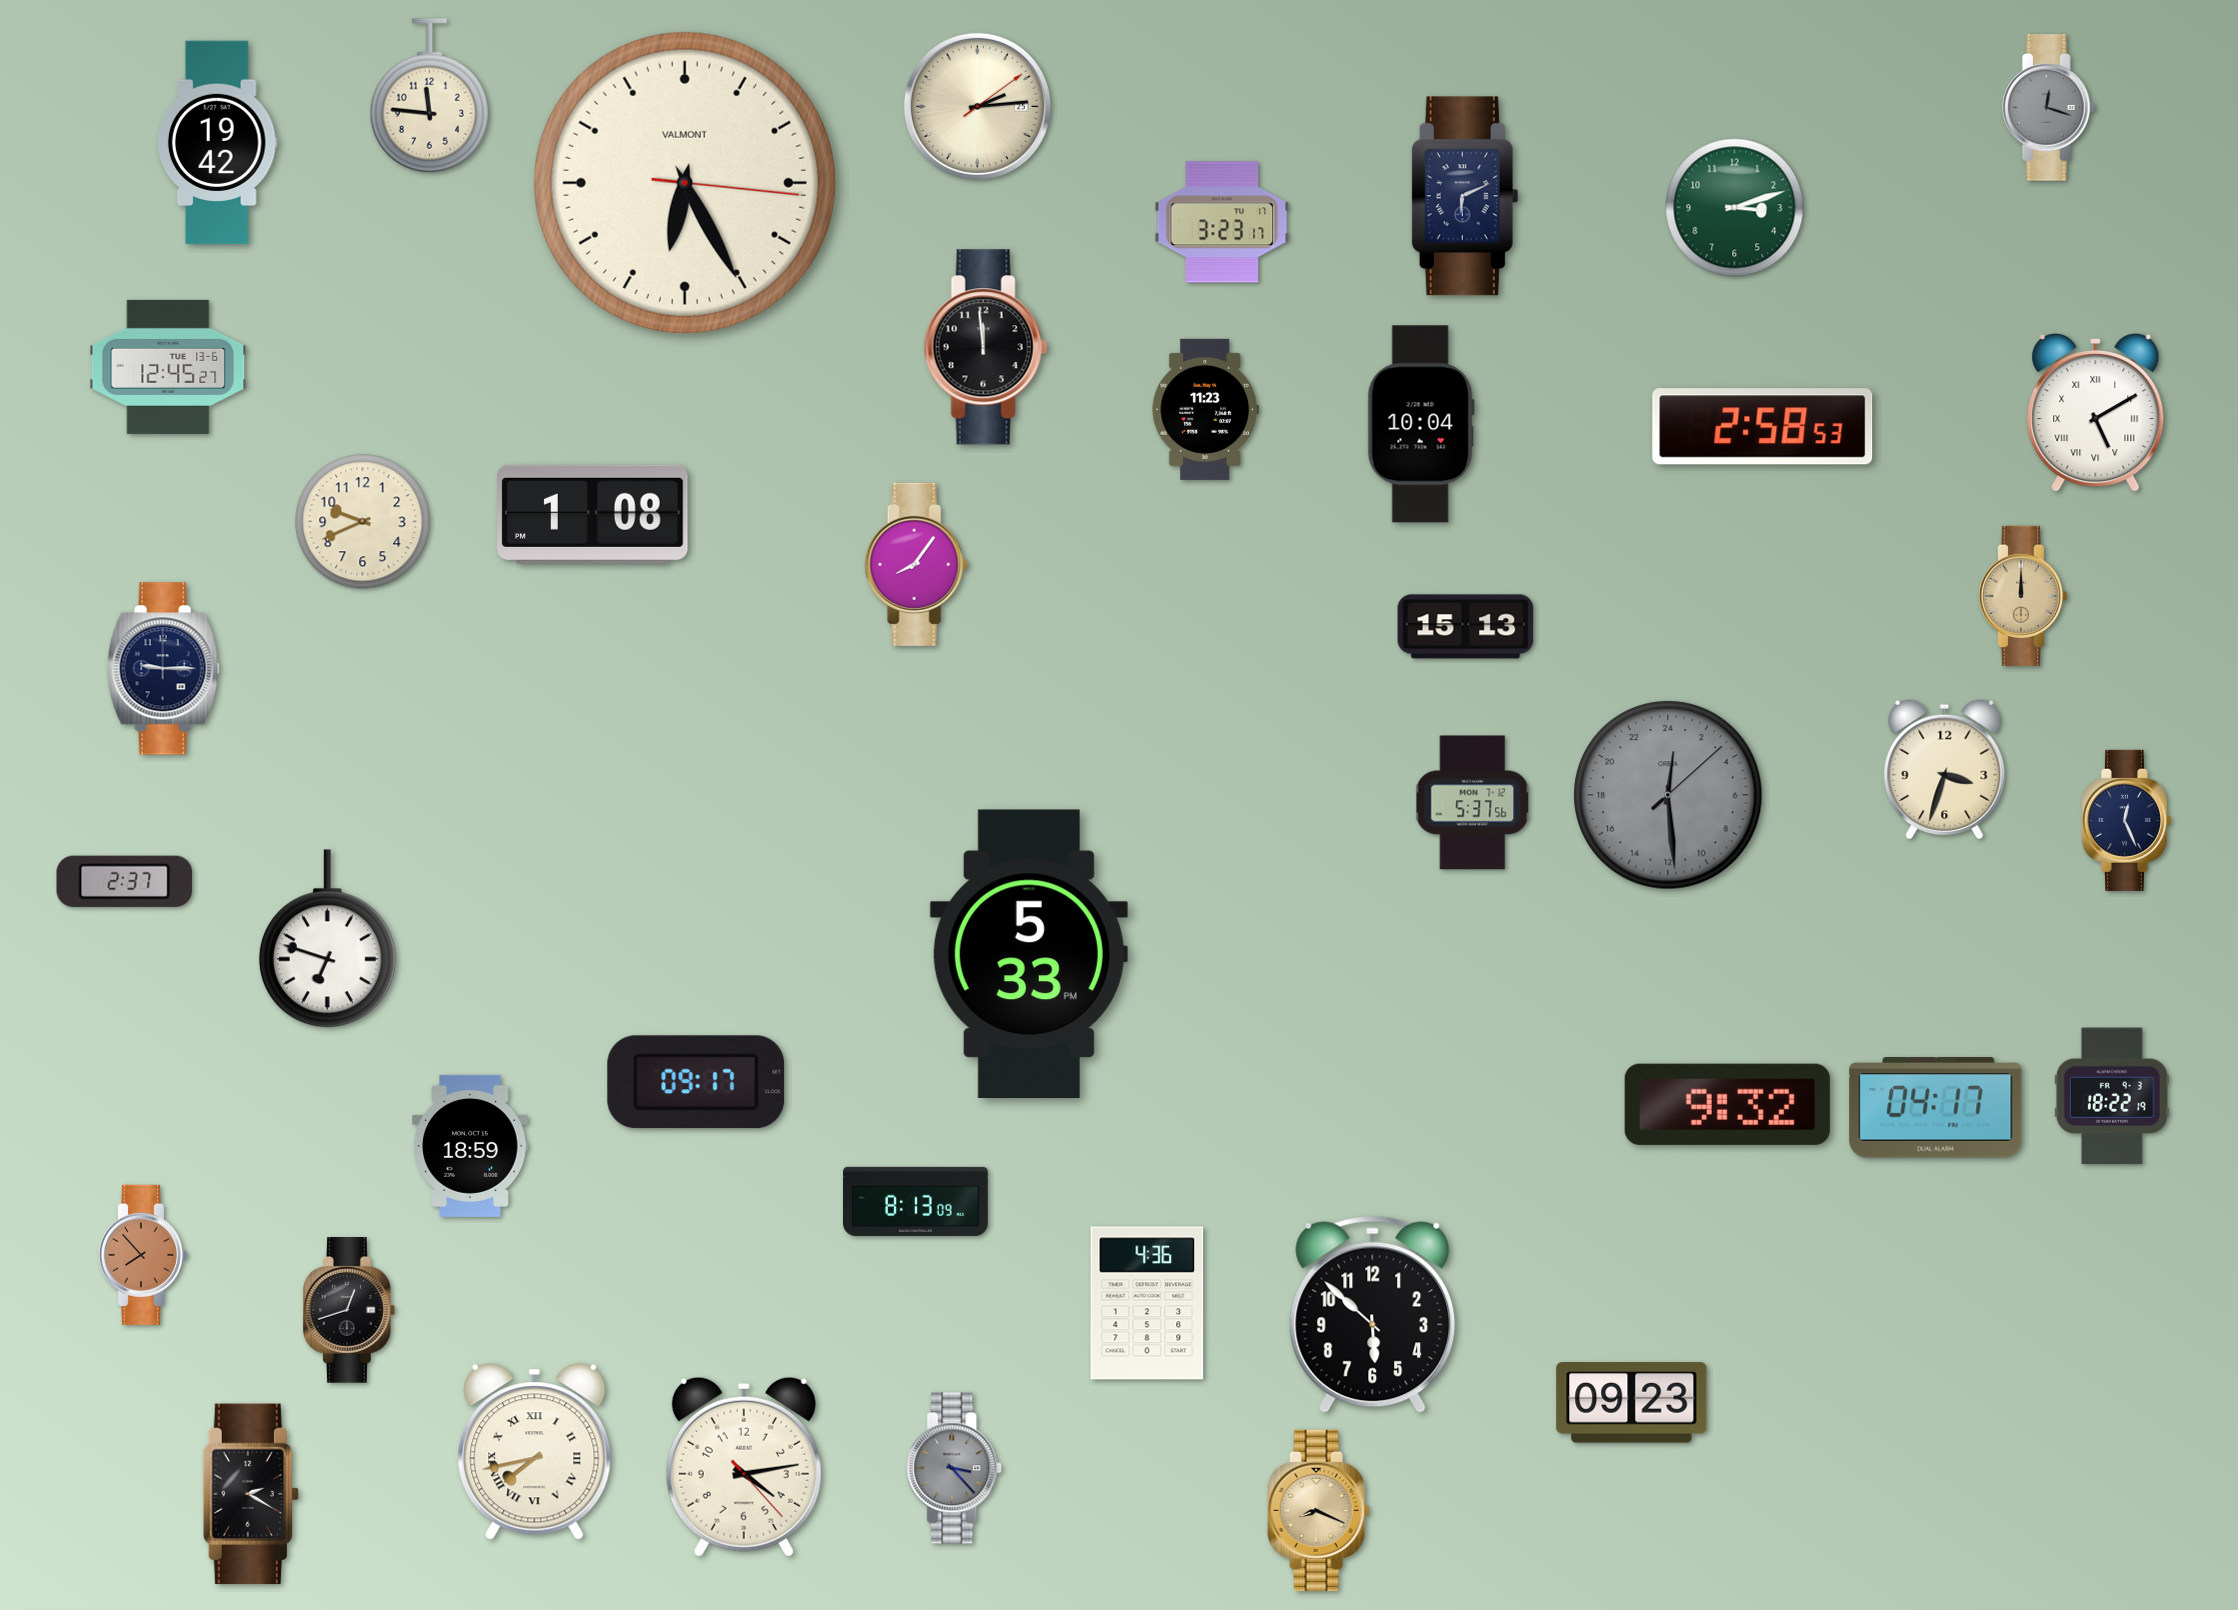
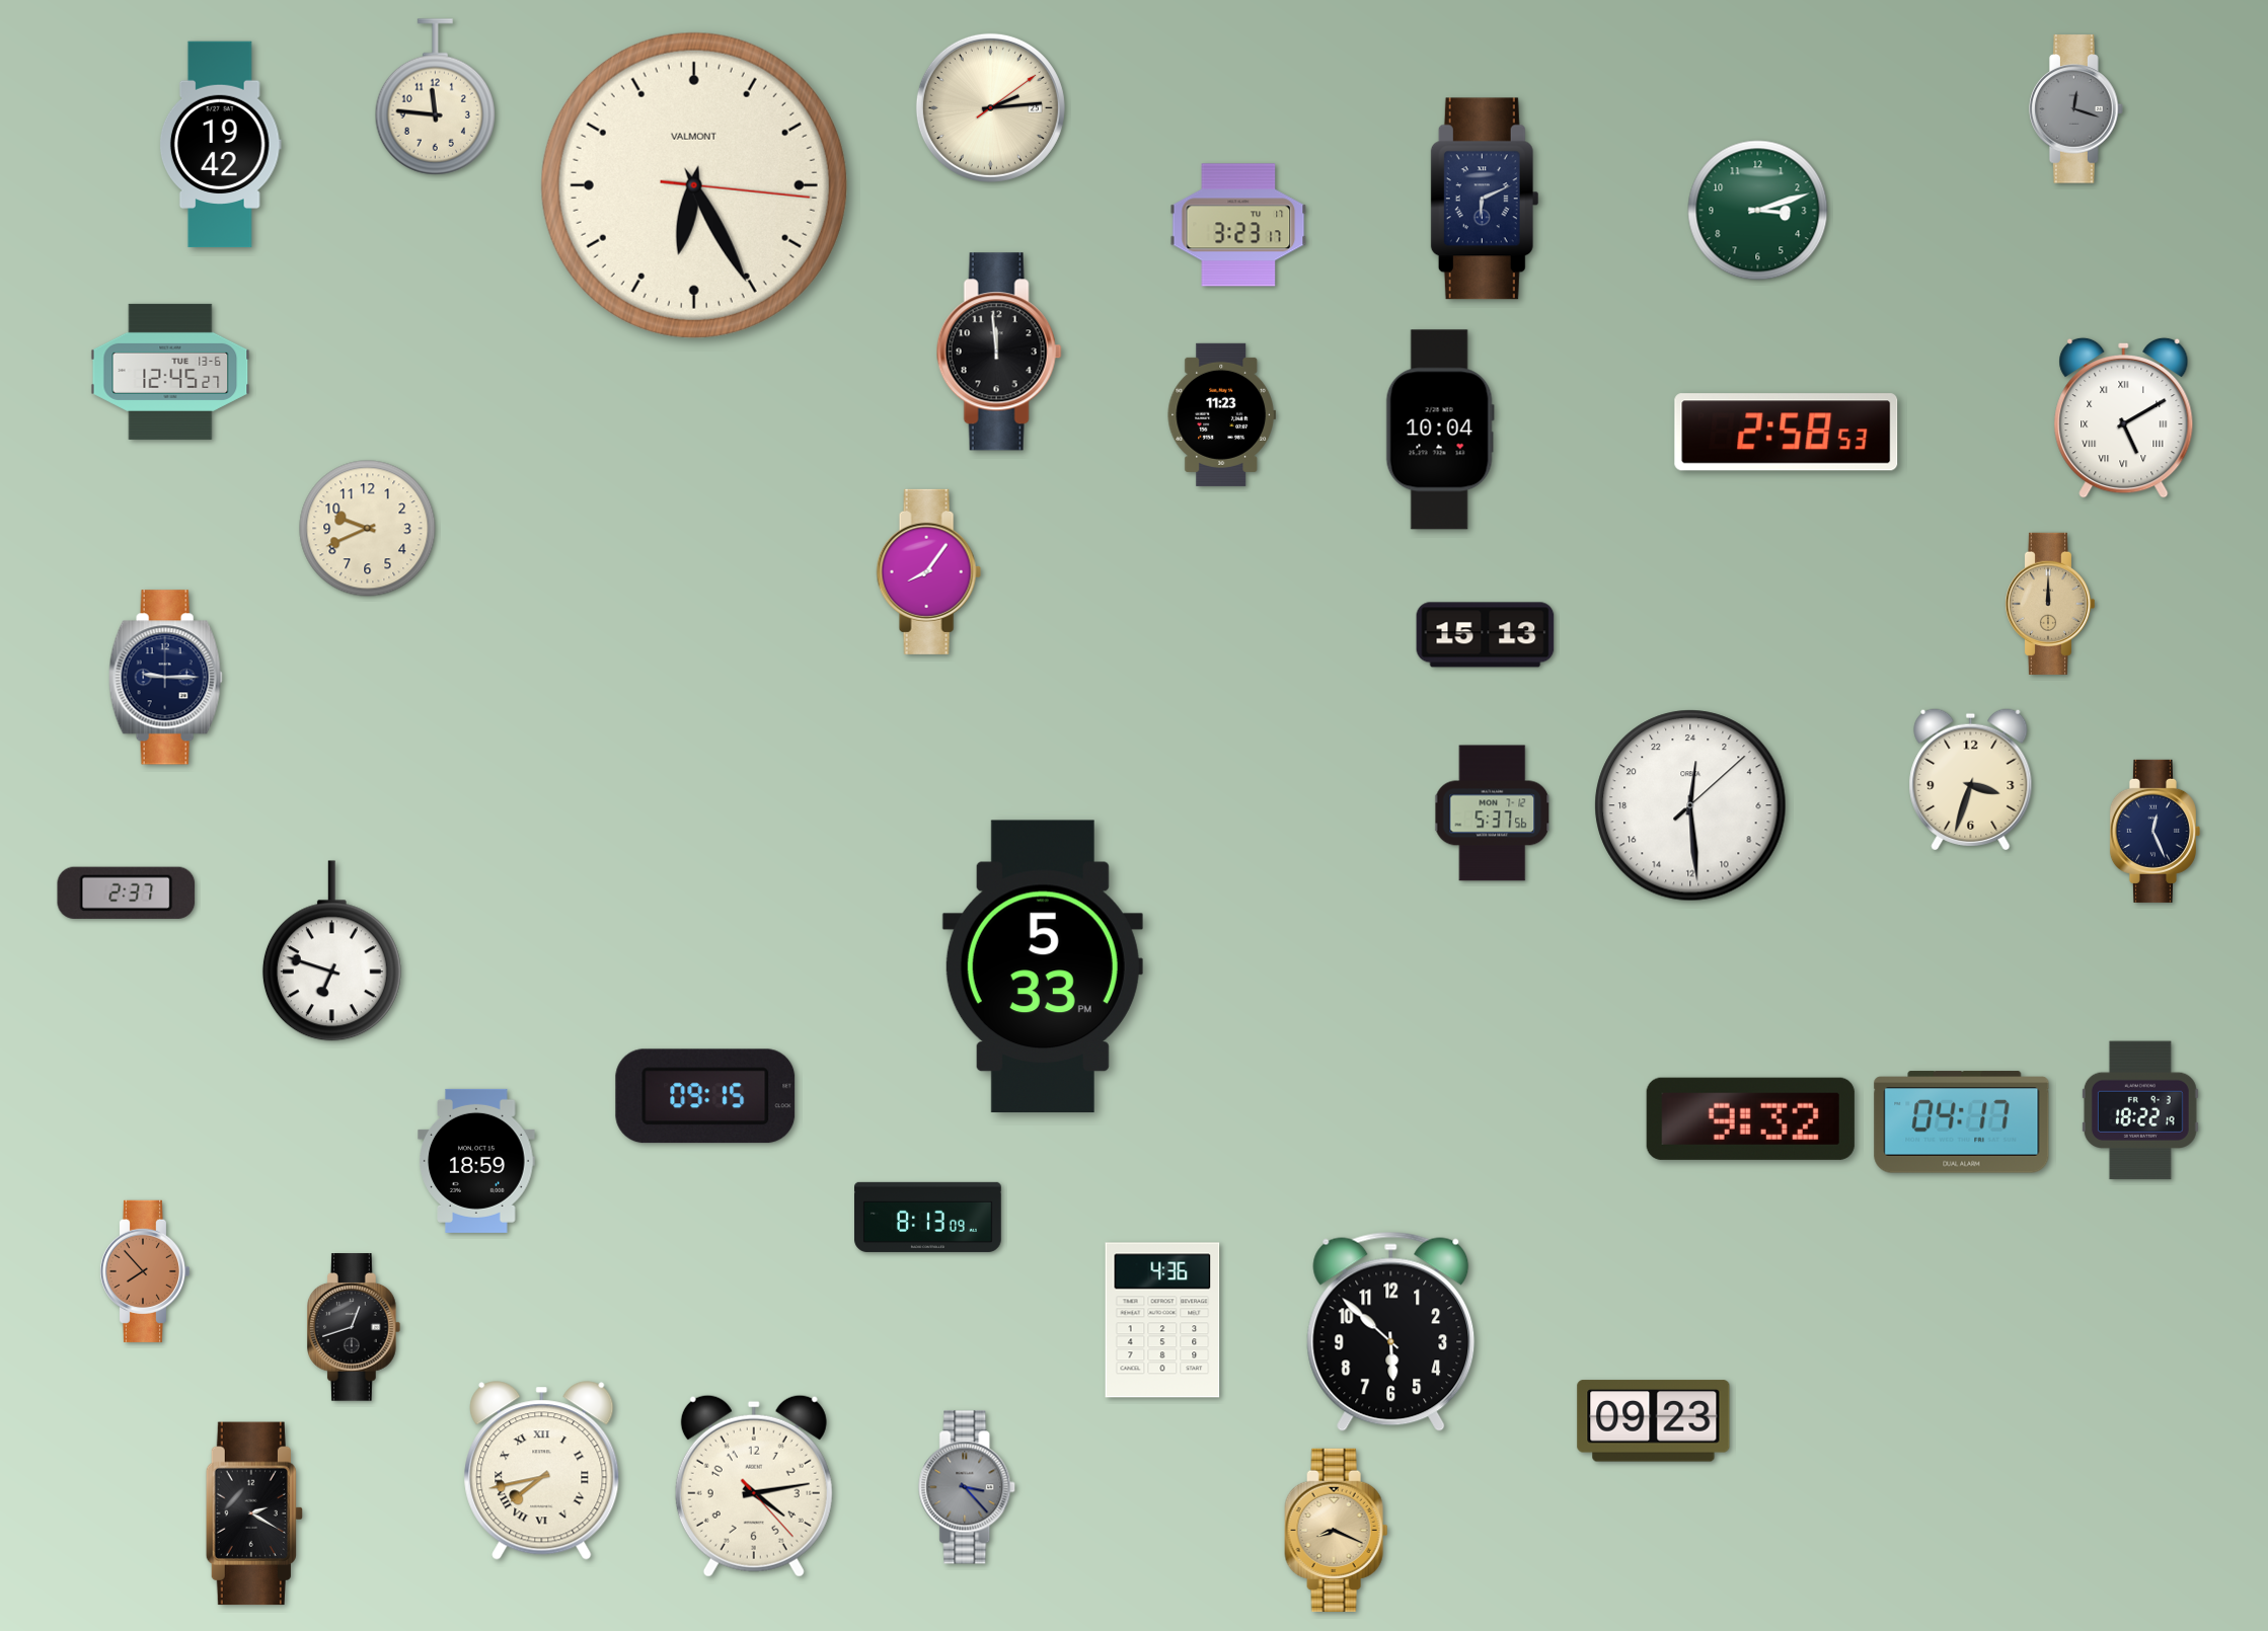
clock at (593, 514): 1:08 -> none
clock at (1668, 795) dial: grey -> white
clock at (696, 1082): 09:17 -> 09:15
